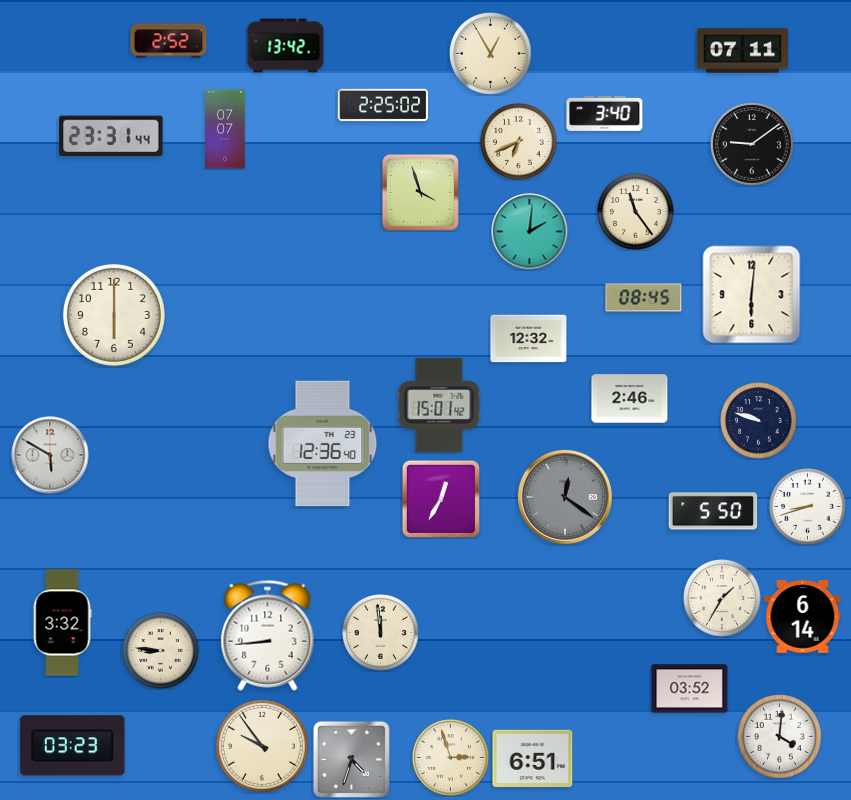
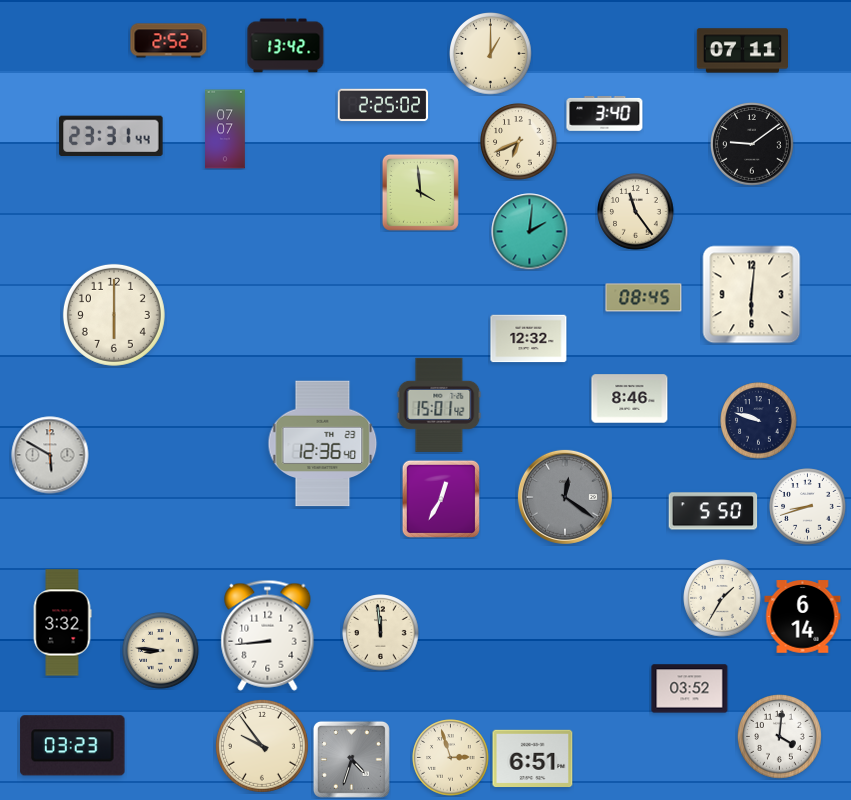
clock at (491, 54): 12:55 -> 1:00
clock at (420, 192): 3:57 -> 3:59
clock at (630, 399): 2:46 -> 8:46
